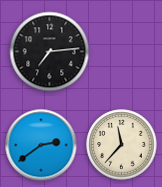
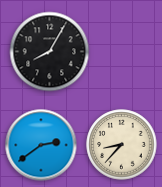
clock at (50, 52): 7:14 -> 8:05
clock at (122, 145): 11:37 -> 8:37
